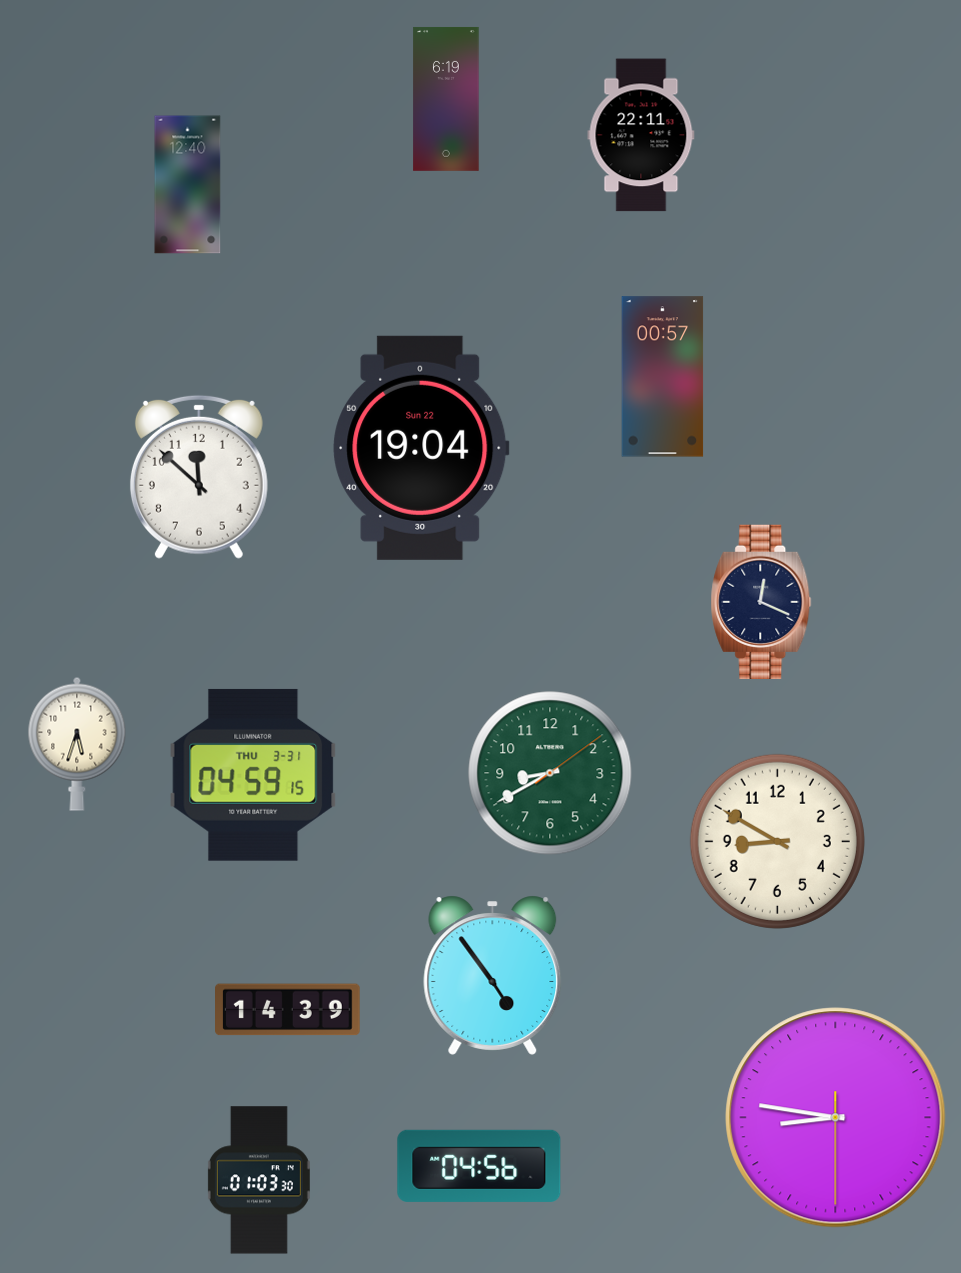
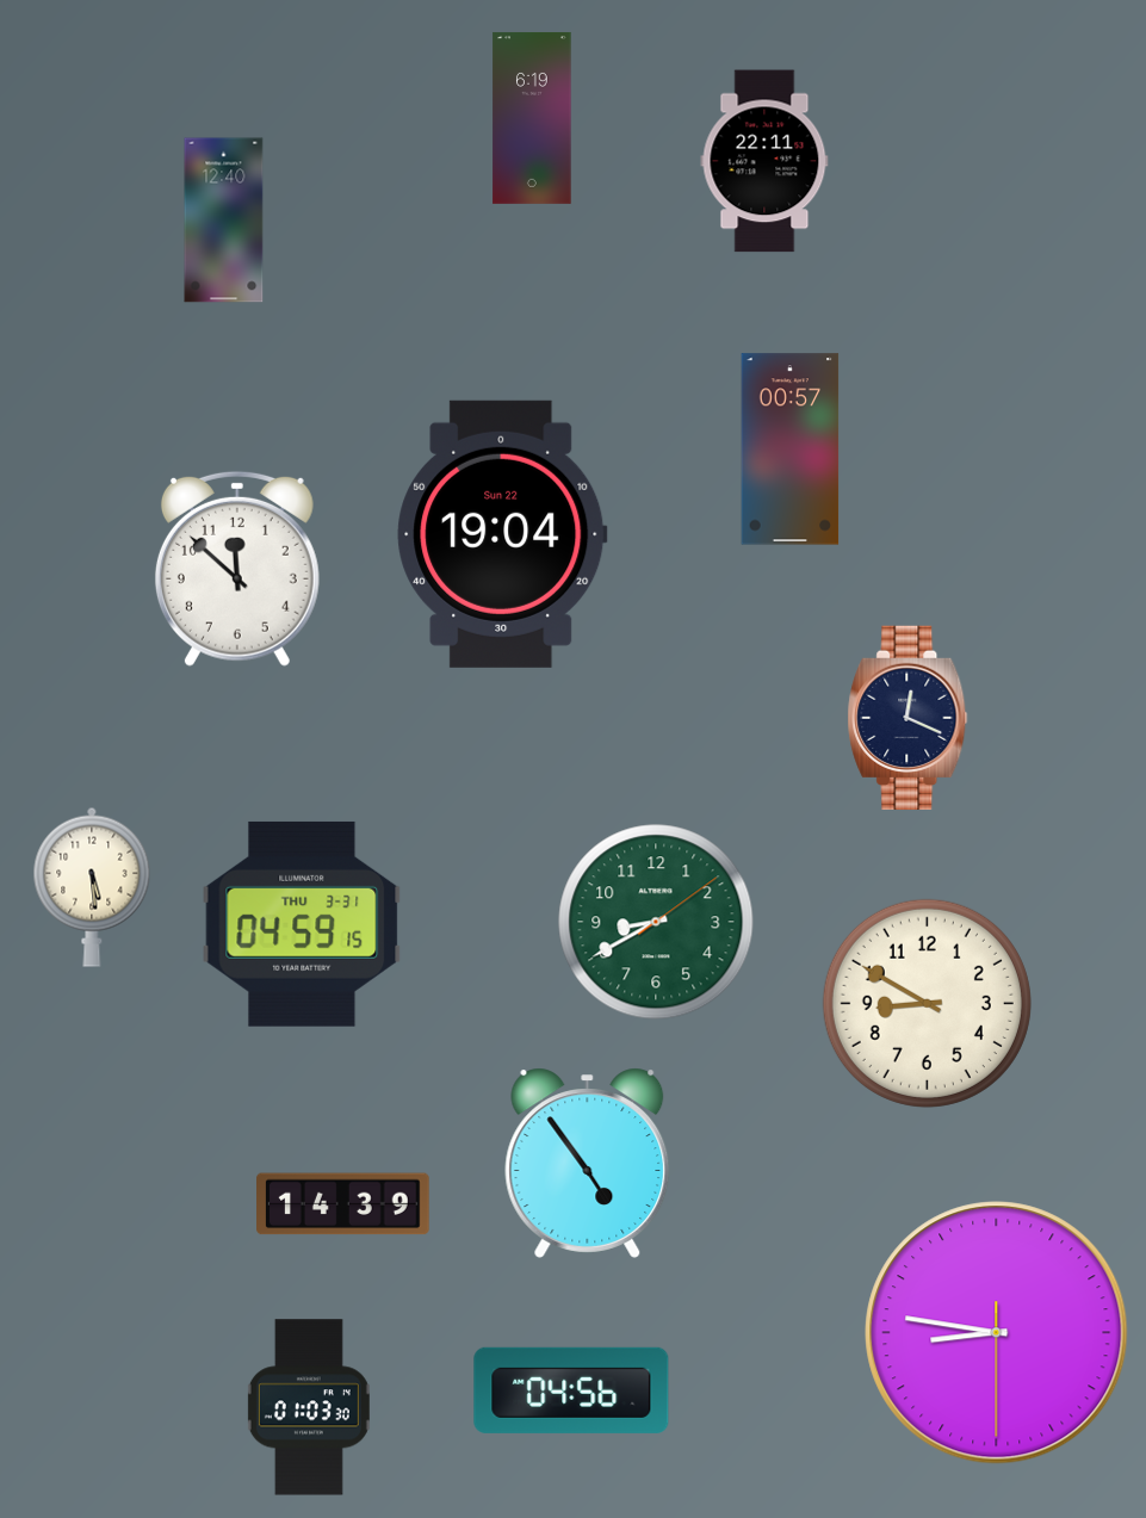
clock at (77, 744): 5:33 -> 5:29
